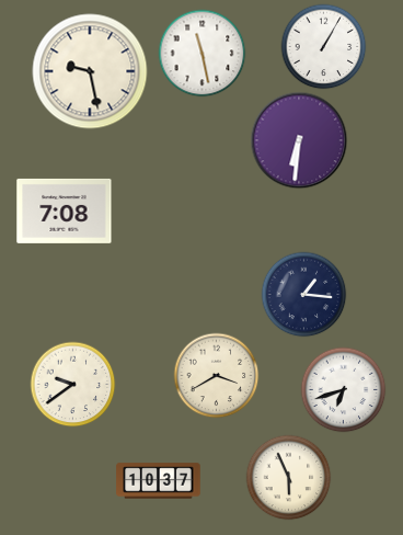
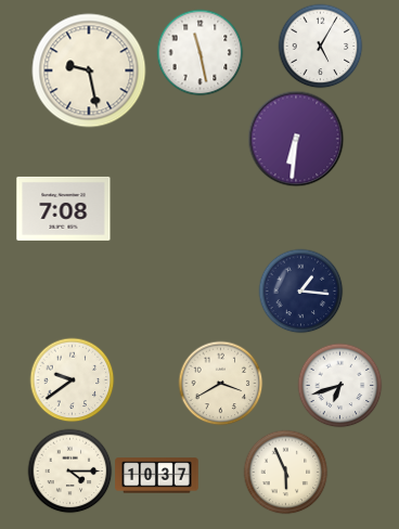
clock at (323, 46): 1:05 -> 5:05
clock at (216, 375) position: (216, 375) -> (220, 383)
clock at (69, 470): none -> 4:15
